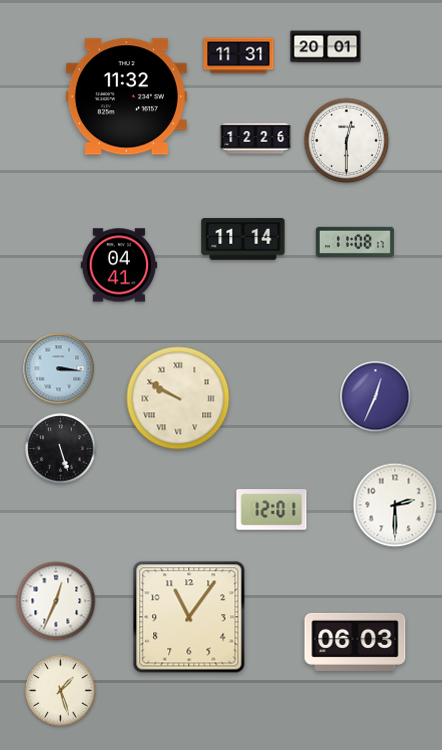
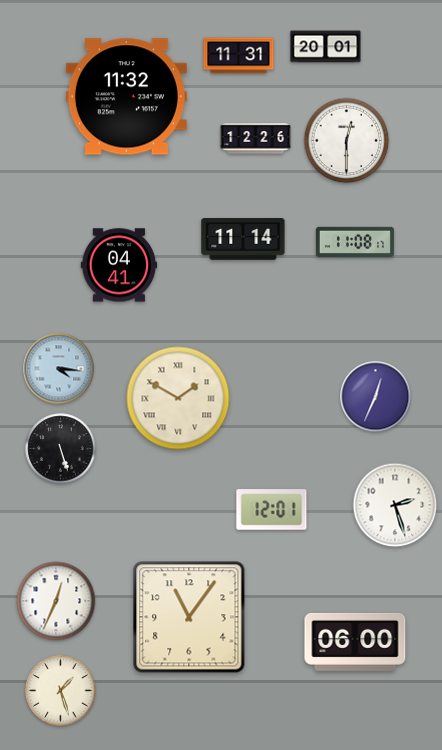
clock at (59, 369): 3:16 -> 4:16
clock at (178, 398): 9:50 -> 1:50
clock at (395, 505): 2:30 -> 2:27
clock at (355, 642): 06:03 -> 06:00
